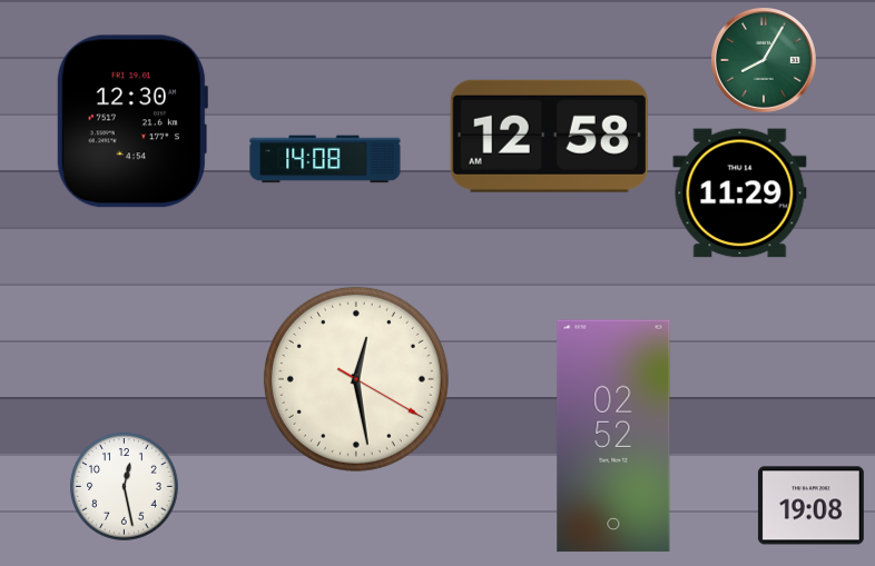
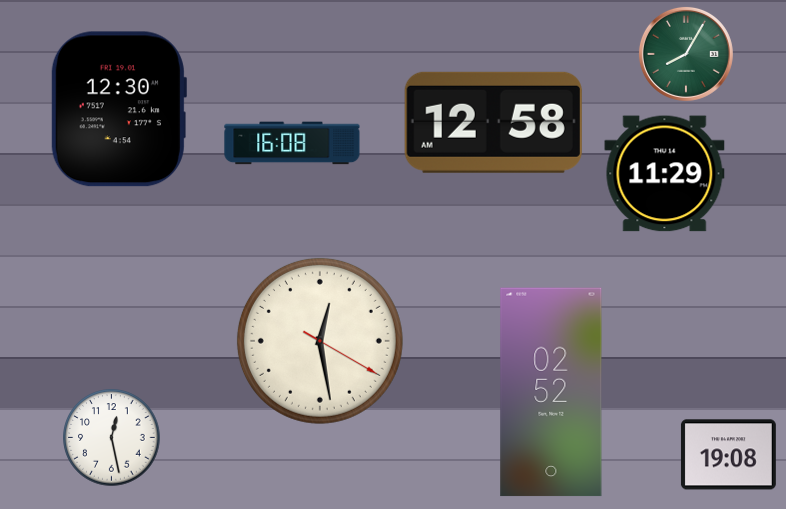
clock at (325, 159): 14:08 -> 16:08
